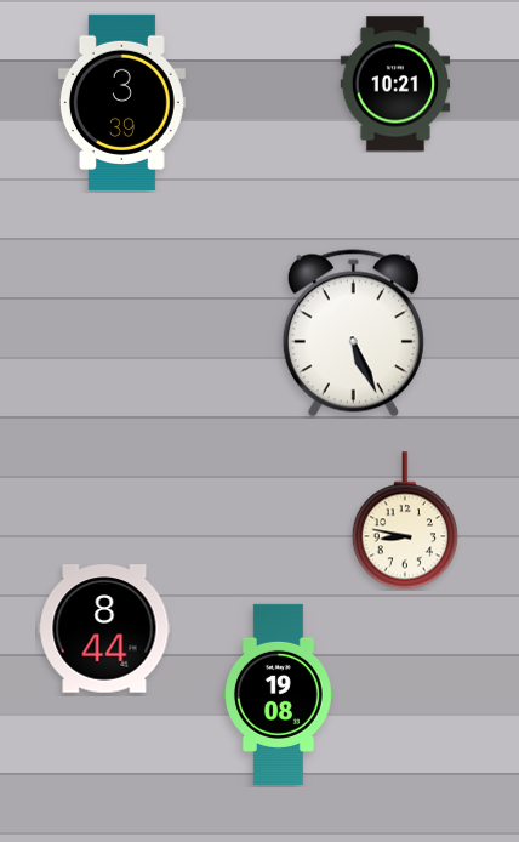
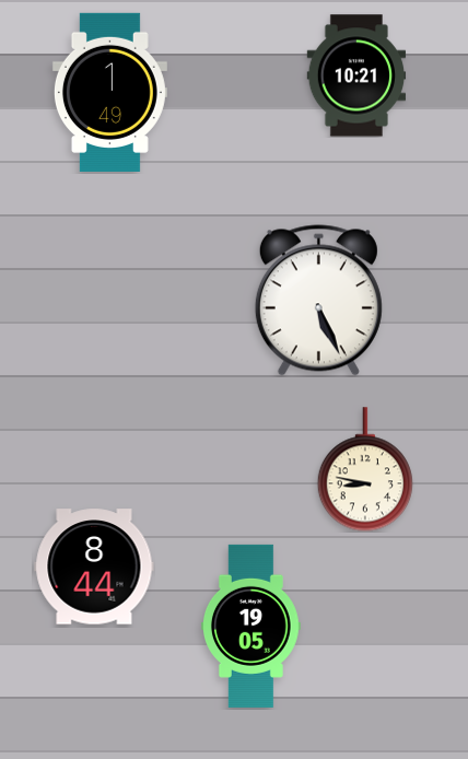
clock at (121, 102): 3:39 -> 1:49
clock at (279, 694): 19:08 -> 19:05
